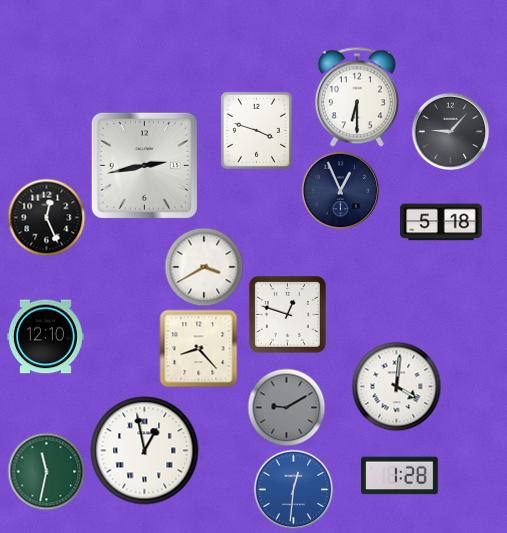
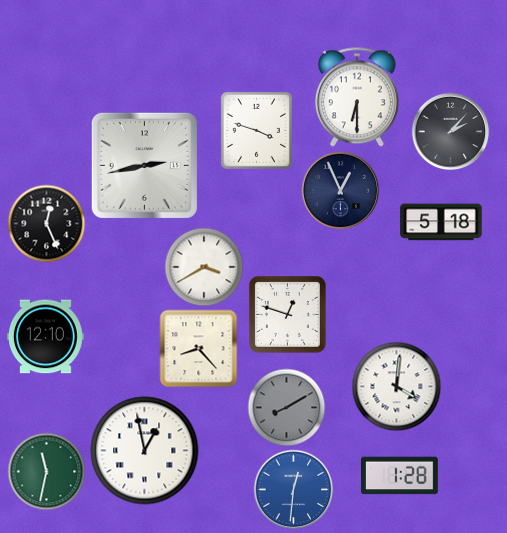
clock at (450, 131): 9:07 -> 2:07
clock at (46, 217) position: (46, 217) -> (46, 223)
clock at (286, 407): 9:10 -> 8:10
